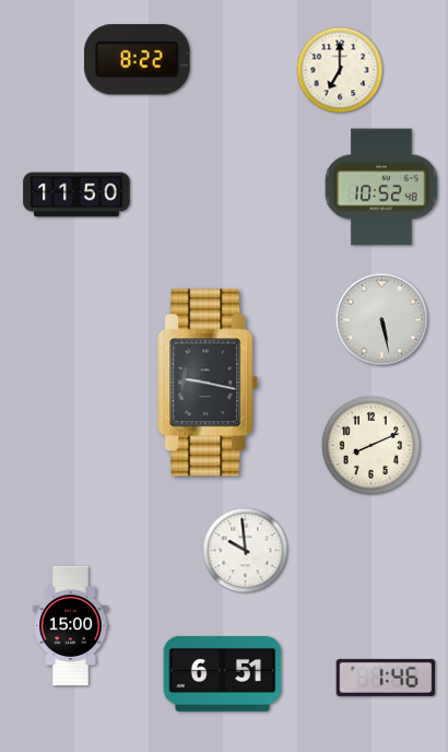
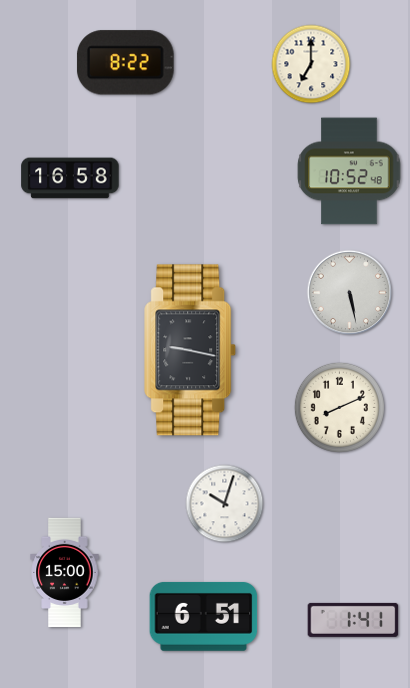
clock at (137, 60) position: (137, 60) -> (125, 63)
clock at (76, 195): 11:50 -> 16:58
clock at (246, 551): 9:59 -> 10:03
clock at (386, 678): 1:46 -> 1:41
